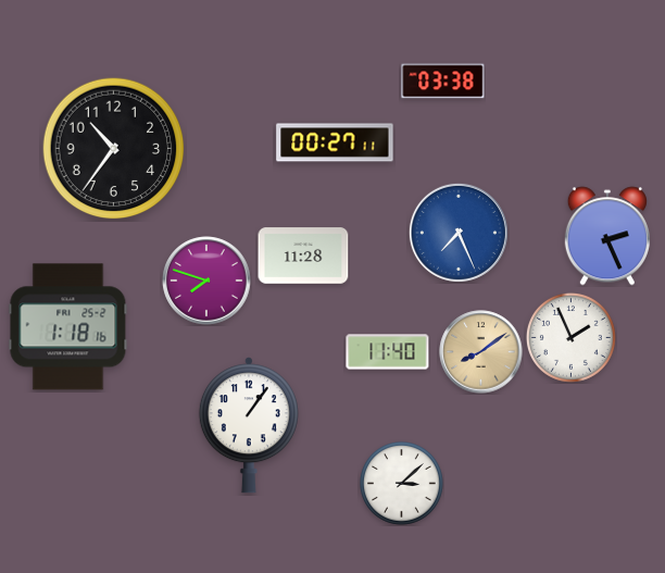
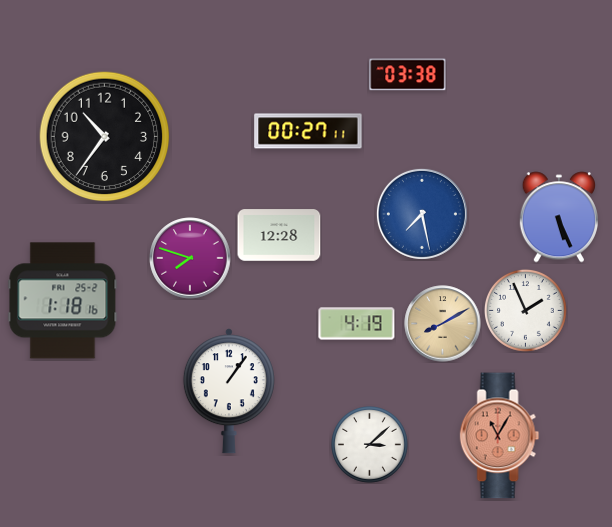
clock at (459, 233): 7:26 -> 7:28
clock at (606, 236): 2:26 -> 5:26
clock at (303, 256): 11:28 -> 12:28
clock at (388, 352): 11:40 -> 4:19
clock at (481, 352): 8:09 -> 8:10
clock at (500, 436): none -> 11:05
